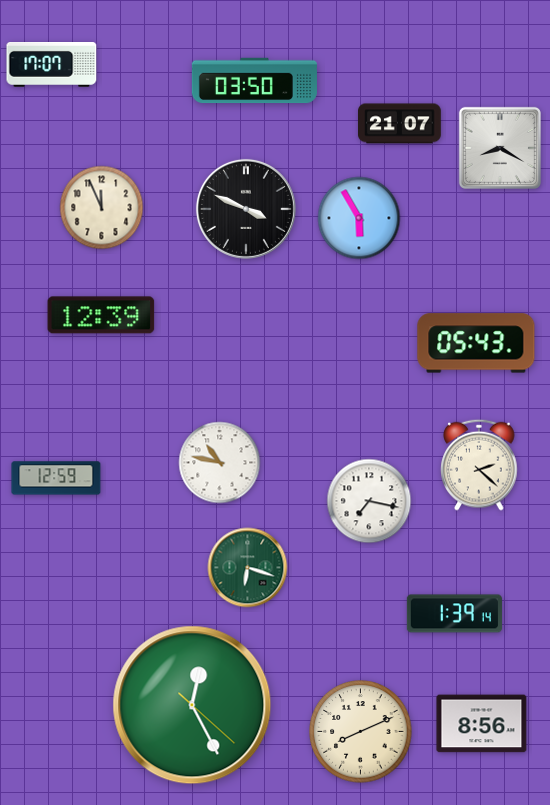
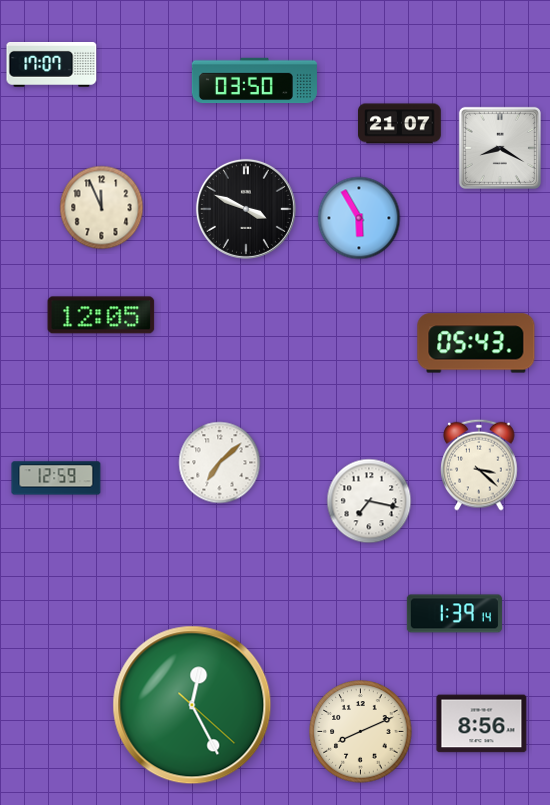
clock at (101, 315): 12:39 -> 12:05
clock at (220, 463): 10:47 -> 7:08
clock at (479, 465): 2:22 -> 3:22
clock at (248, 568): 6:18 -> none
